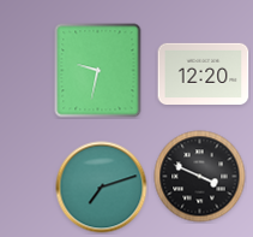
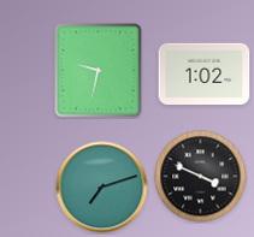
clock at (204, 73): 12:20 -> 1:02
